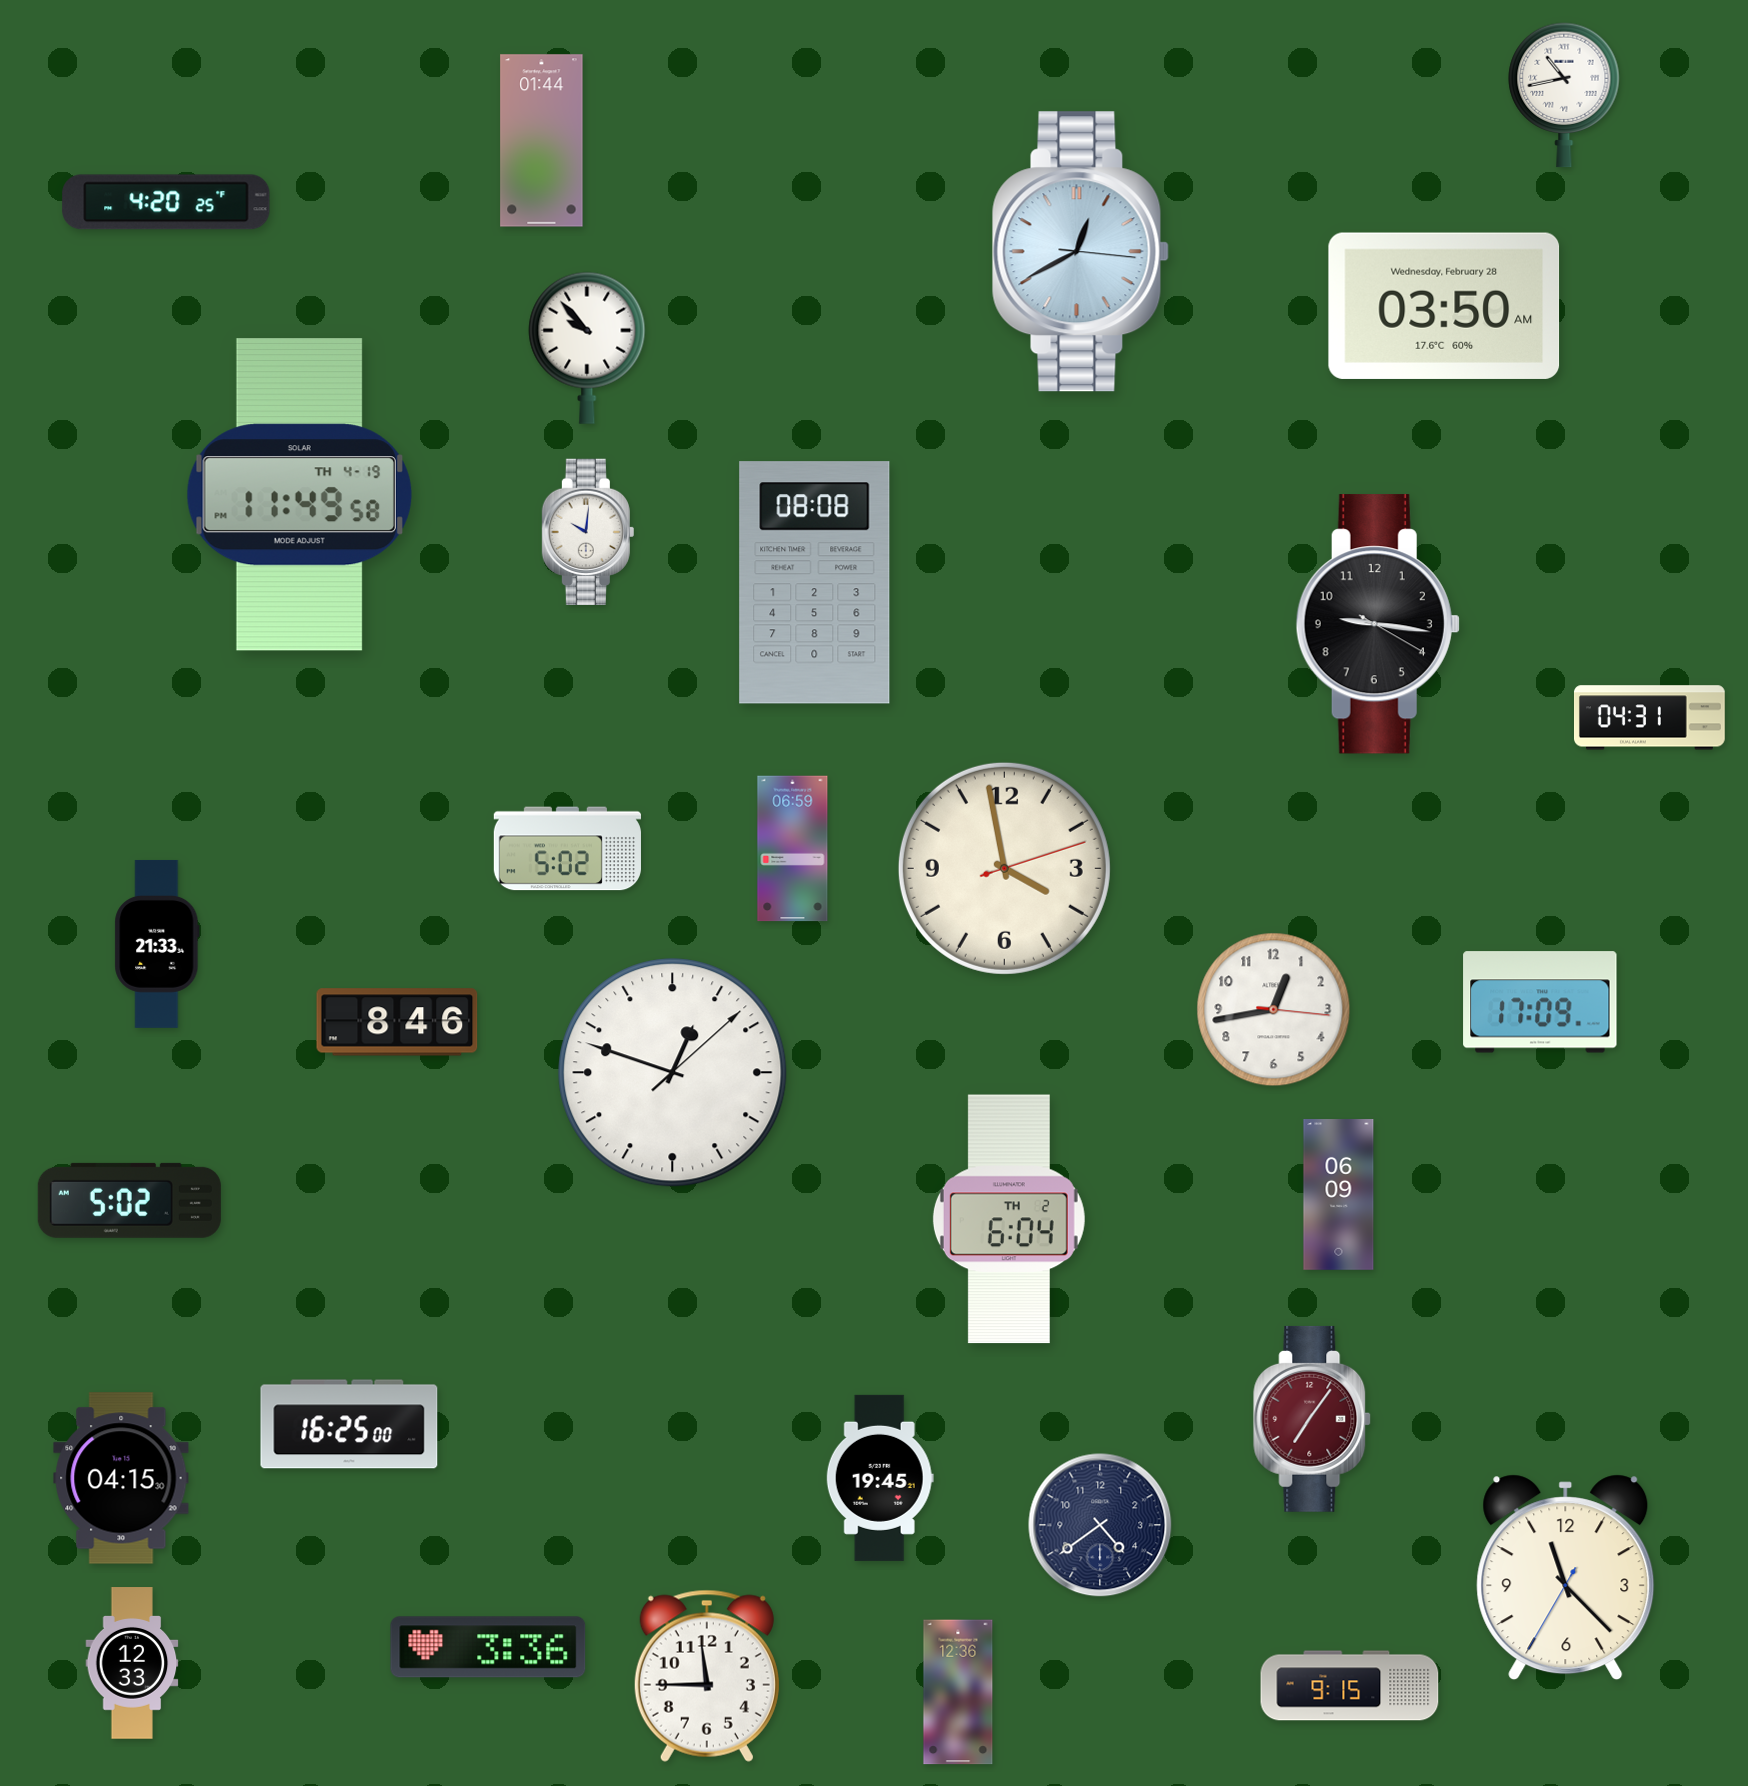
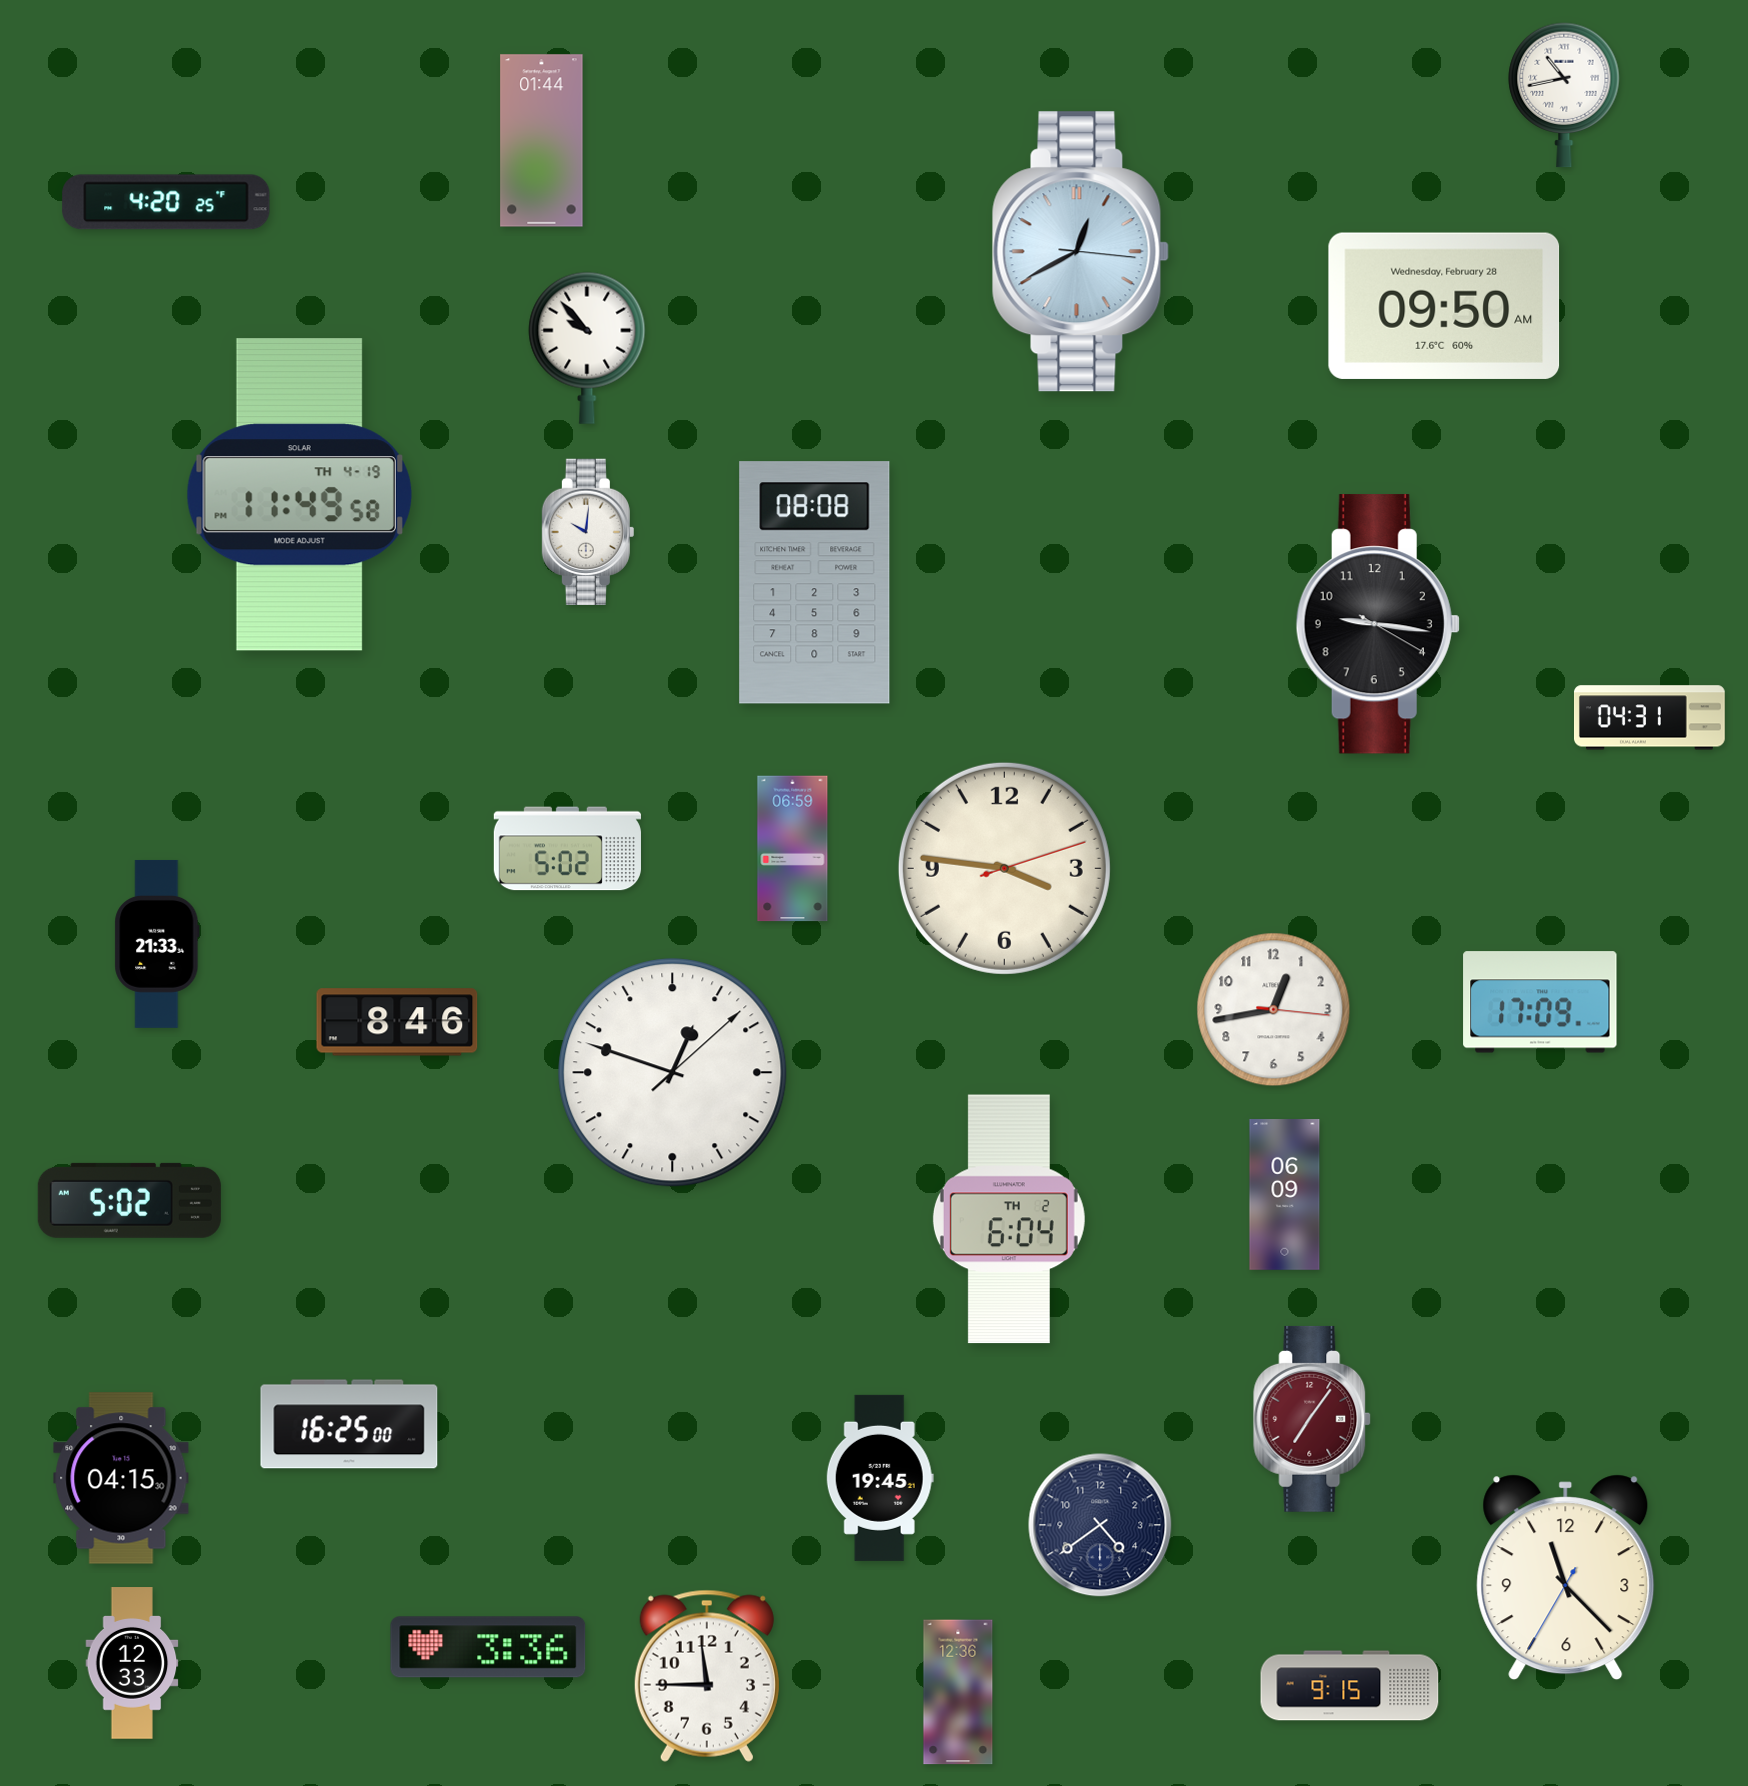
clock at (1444, 306): 03:50 -> 09:50
clock at (1004, 868): 3:58 -> 3:46
clock at (1339, 1195) position: (1339, 1195) -> (1285, 1195)
